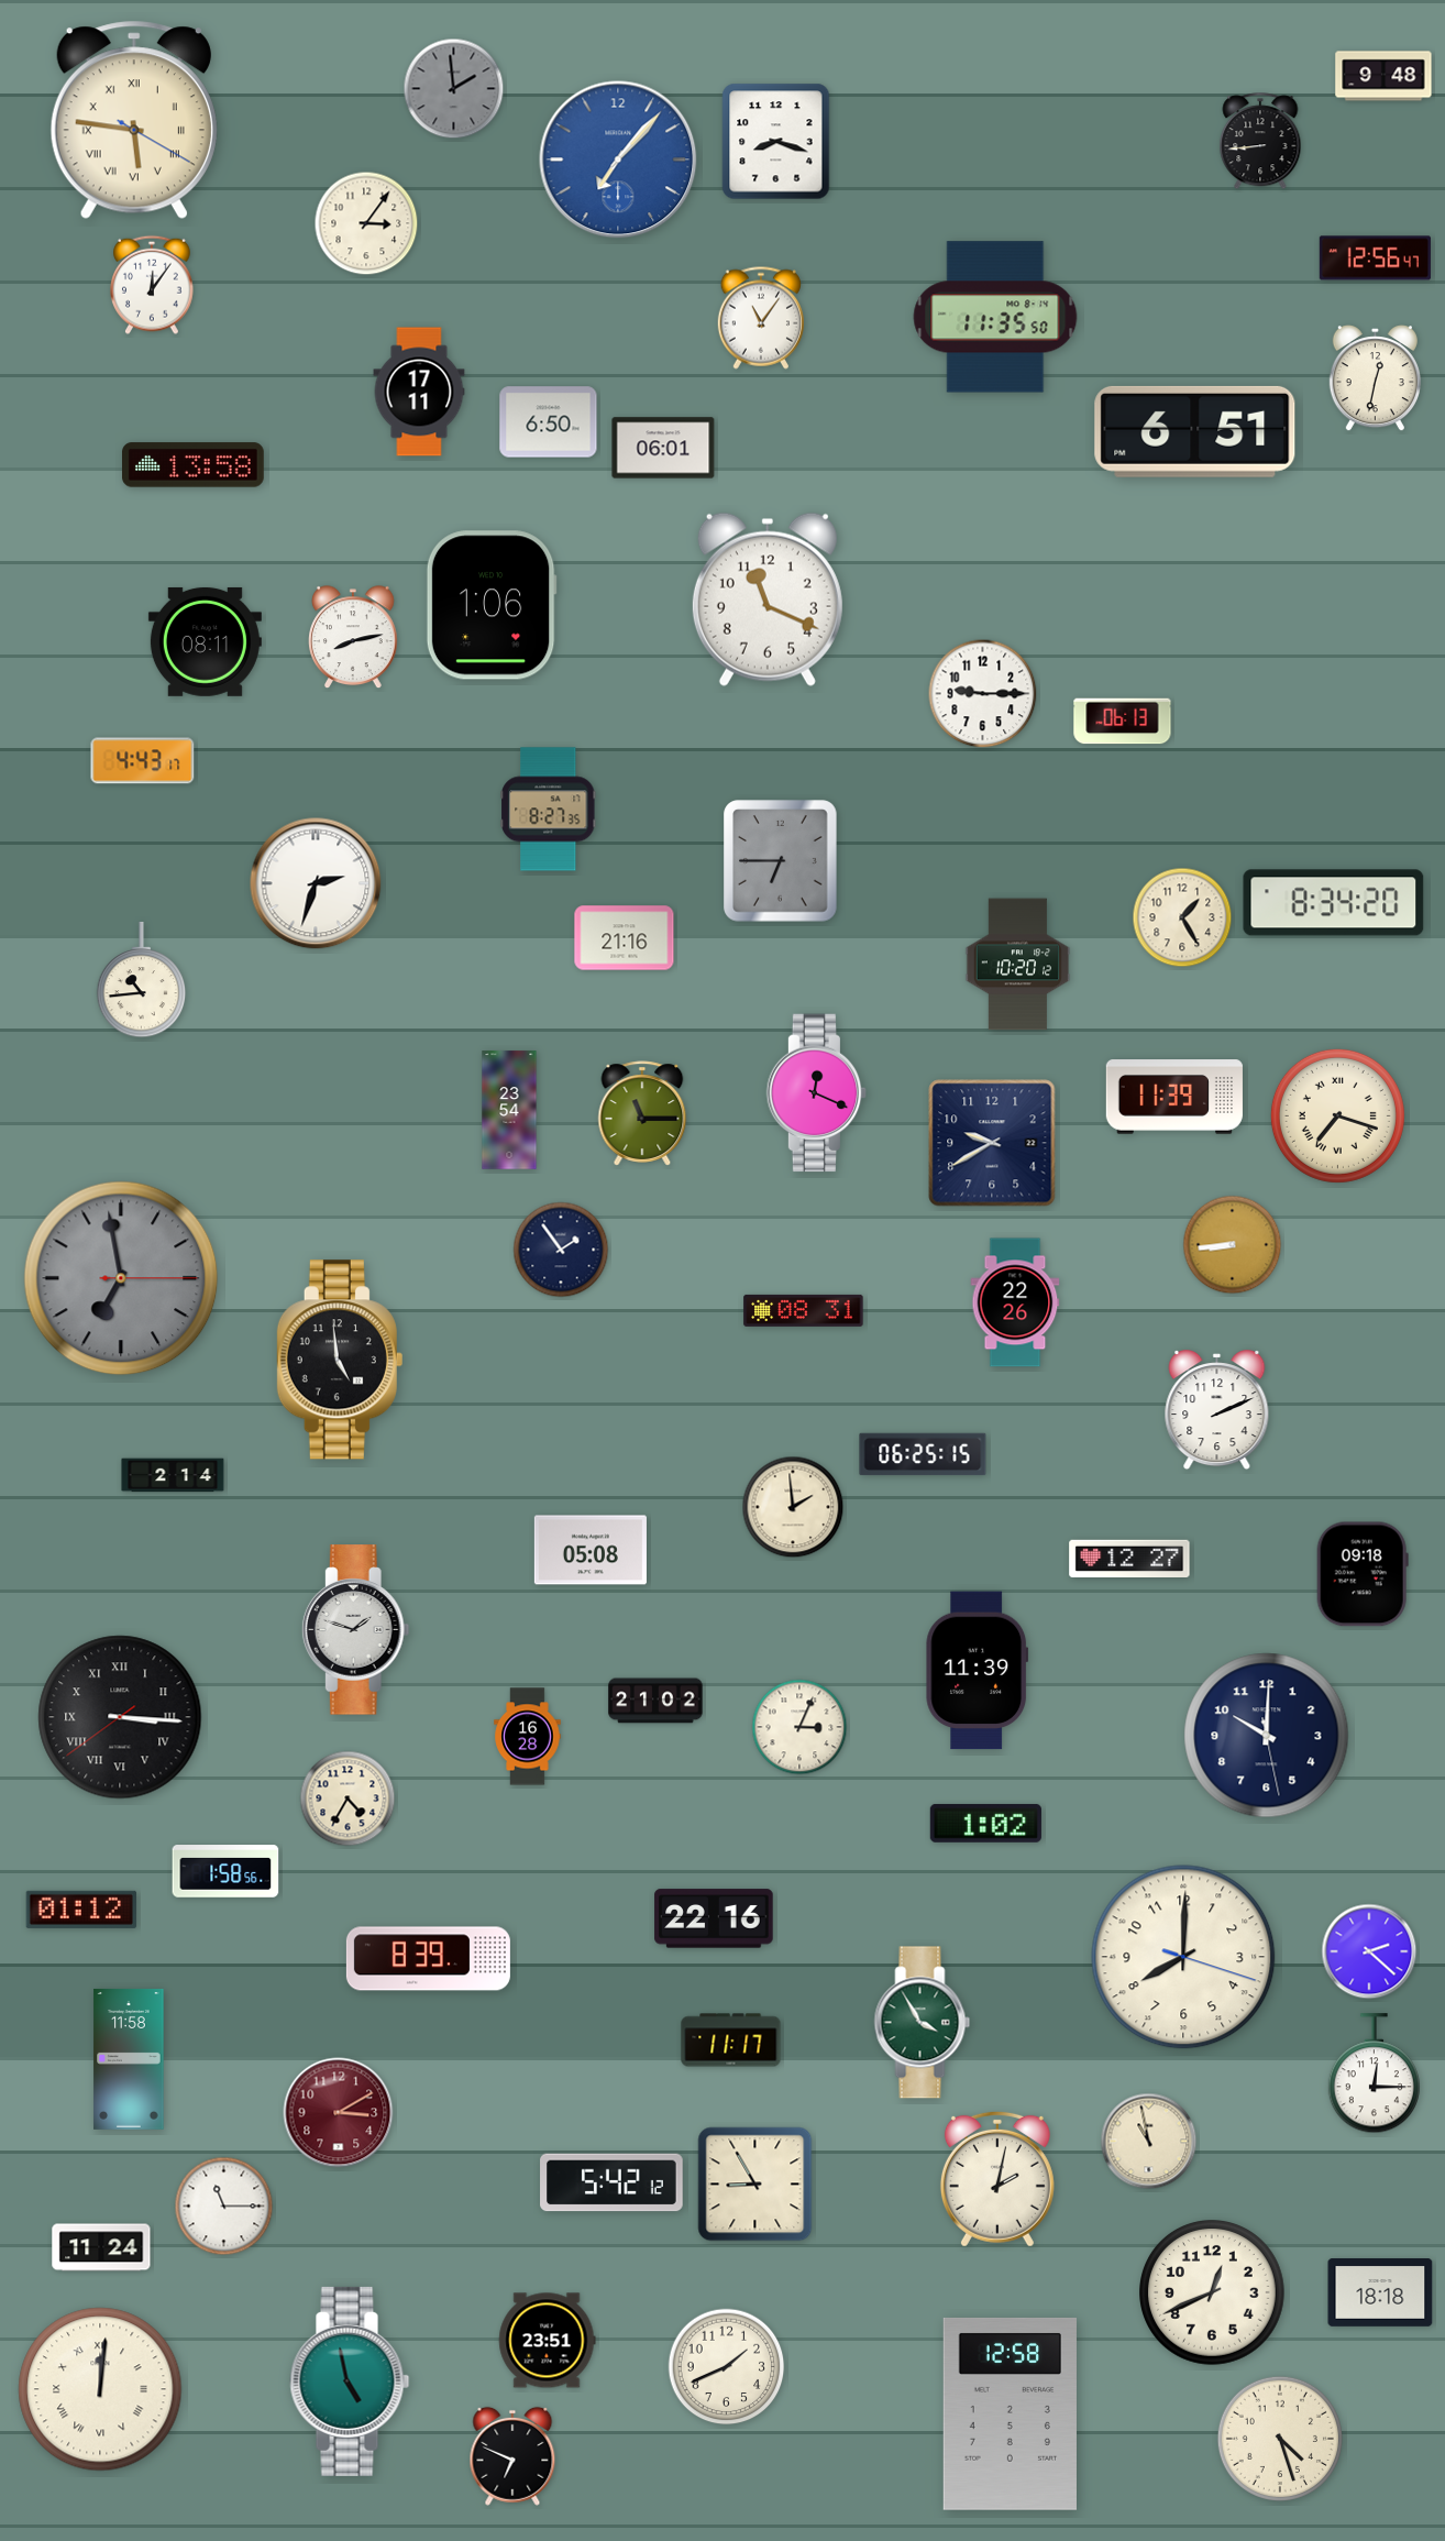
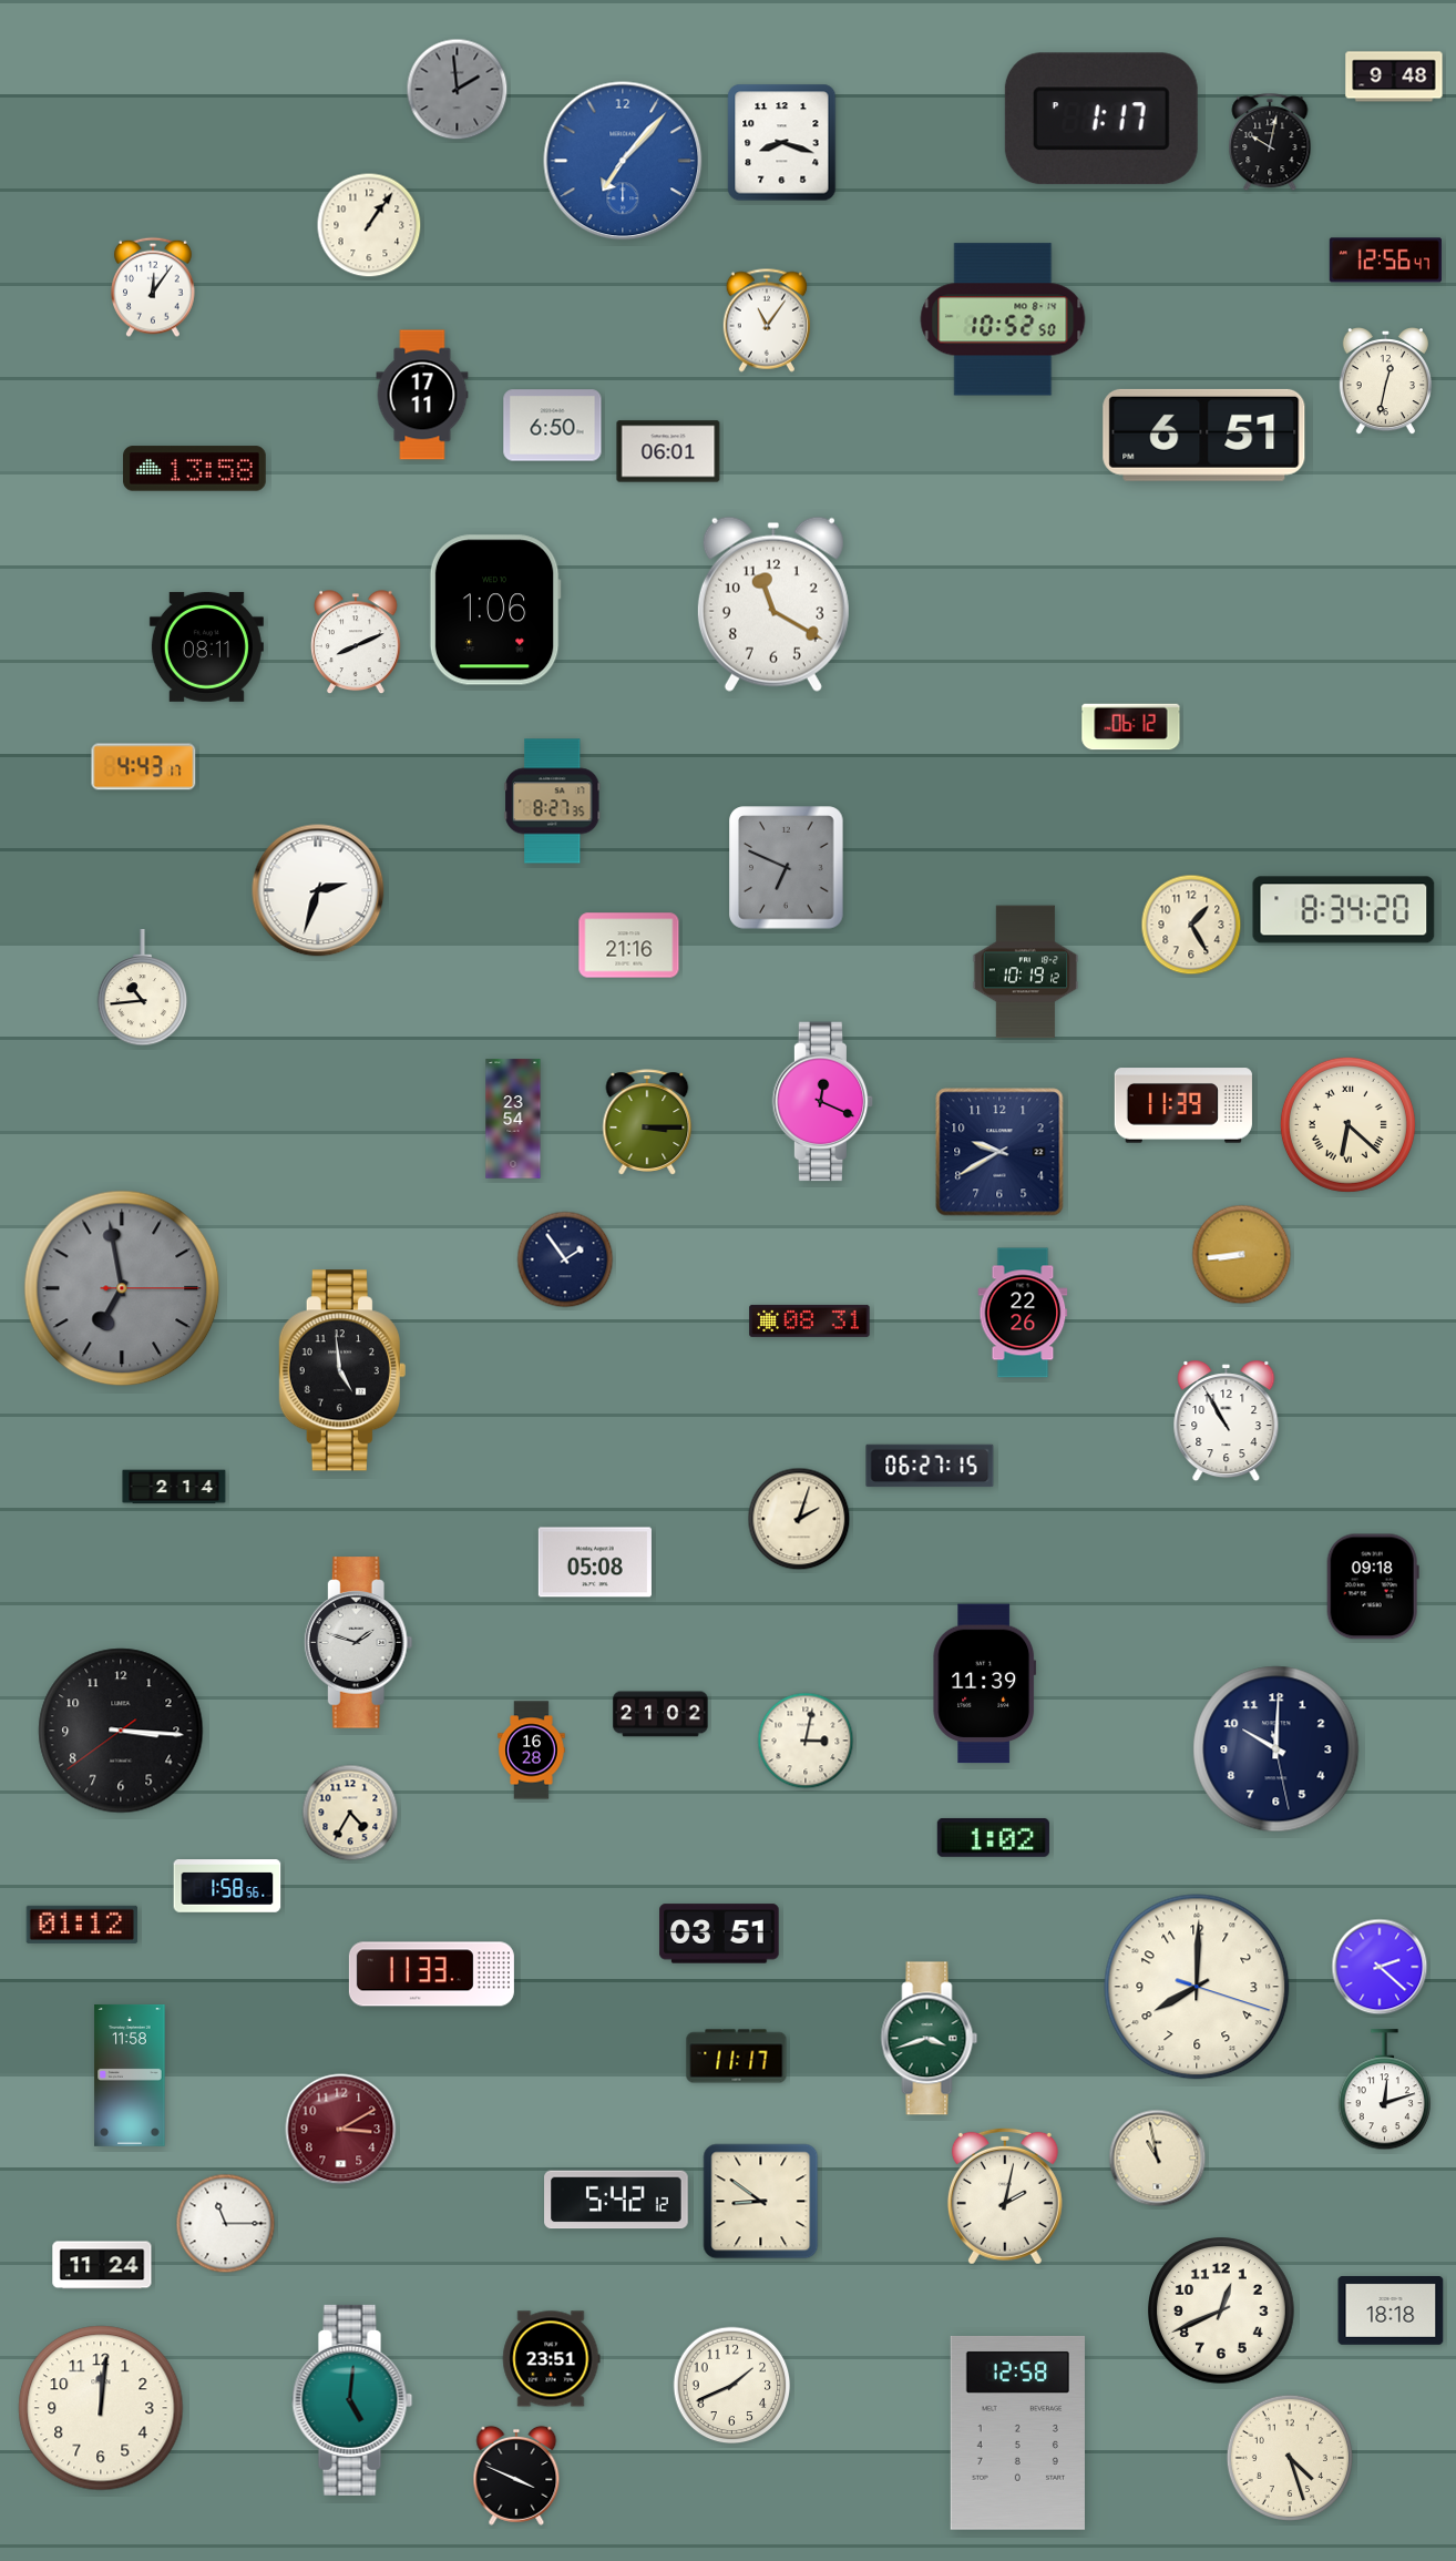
clock at (1101, 119): none -> 1:17
clock at (134, 120): 5:46 -> none
clock at (1260, 142): 8:44 -> 10:02
clock at (366, 223): 3:06 -> 1:06
clock at (995, 317): 11:35 -> 10:52
clock at (768, 599): 11:19 -> 11:20
clock at (354, 638): 8:13 -> 8:11
clock at (983, 694): 9:15 -> none
clock at (1123, 722): 06:13 -> 06:12
clock at (549, 810) position: (549, 810) -> (553, 802)
clock at (781, 861): 6:45 -> 6:49
clock at (1018, 965): 10:20 -> 10:19
clock at (642, 1113): 11:15 -> 3:15
clock at (1337, 1115): 7:18 -> 6:22
clock at (1217, 1410): 2:11 -> 10:55
clock at (923, 1454): 06:25 -> 06:27
clock at (793, 1507): 1:59 -> 2:03
clock at (1129, 1558): 12:27 -> none
clock at (120, 1717) numerals: Roman -> Arabic
clock at (799, 1727): 3:04 -> 3:02
clock at (714, 1918): 22:16 -> 03:51
clock at (1183, 1957) position: (1183, 1957) -> (1197, 1987)
clock at (428, 1959): 8:39 -> 11:33
clock at (923, 2023): 3:55 -> 3:42
clock at (1374, 2073): 12:15 -> 12:12
clock at (755, 2185): 8:55 -> 8:51
clock at (350, 2381): 4:58 -> 5:01
clock at (100, 2389) numerals: Roman -> Arabic
clock at (512, 2456): 6:49 -> 3:49
